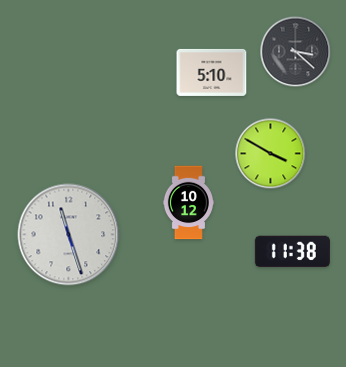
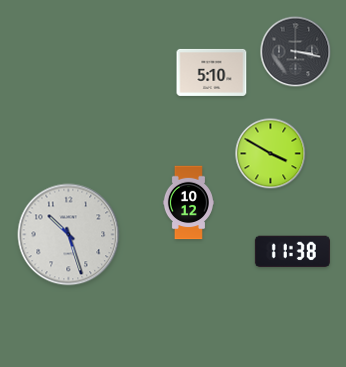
clock at (296, 52): 3:22 -> 3:17
clock at (69, 235): 11:27 -> 10:27
